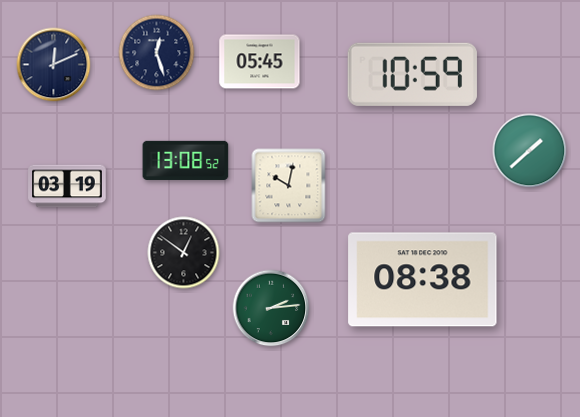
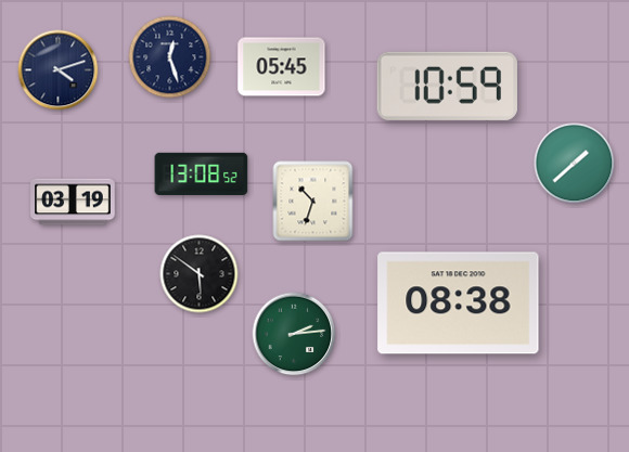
clock at (54, 65): 12:11 -> 4:12
clock at (412, 74) position: (412, 74) -> (447, 86)
clock at (289, 186): 10:02 -> 10:33
clock at (184, 253): 12:51 -> 5:51
